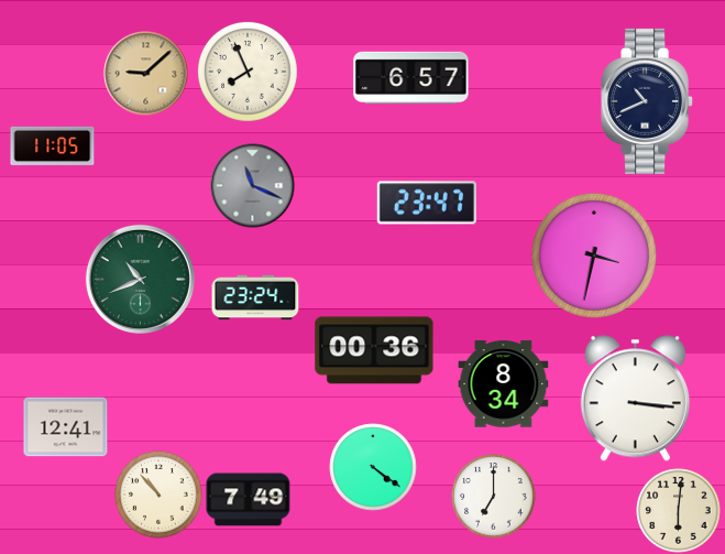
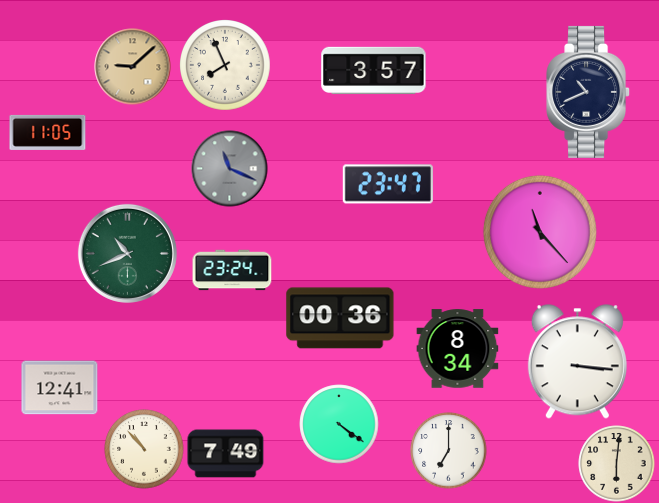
clock at (411, 78): 6:57 -> 3:57
clock at (594, 256): 3:32 -> 11:23
